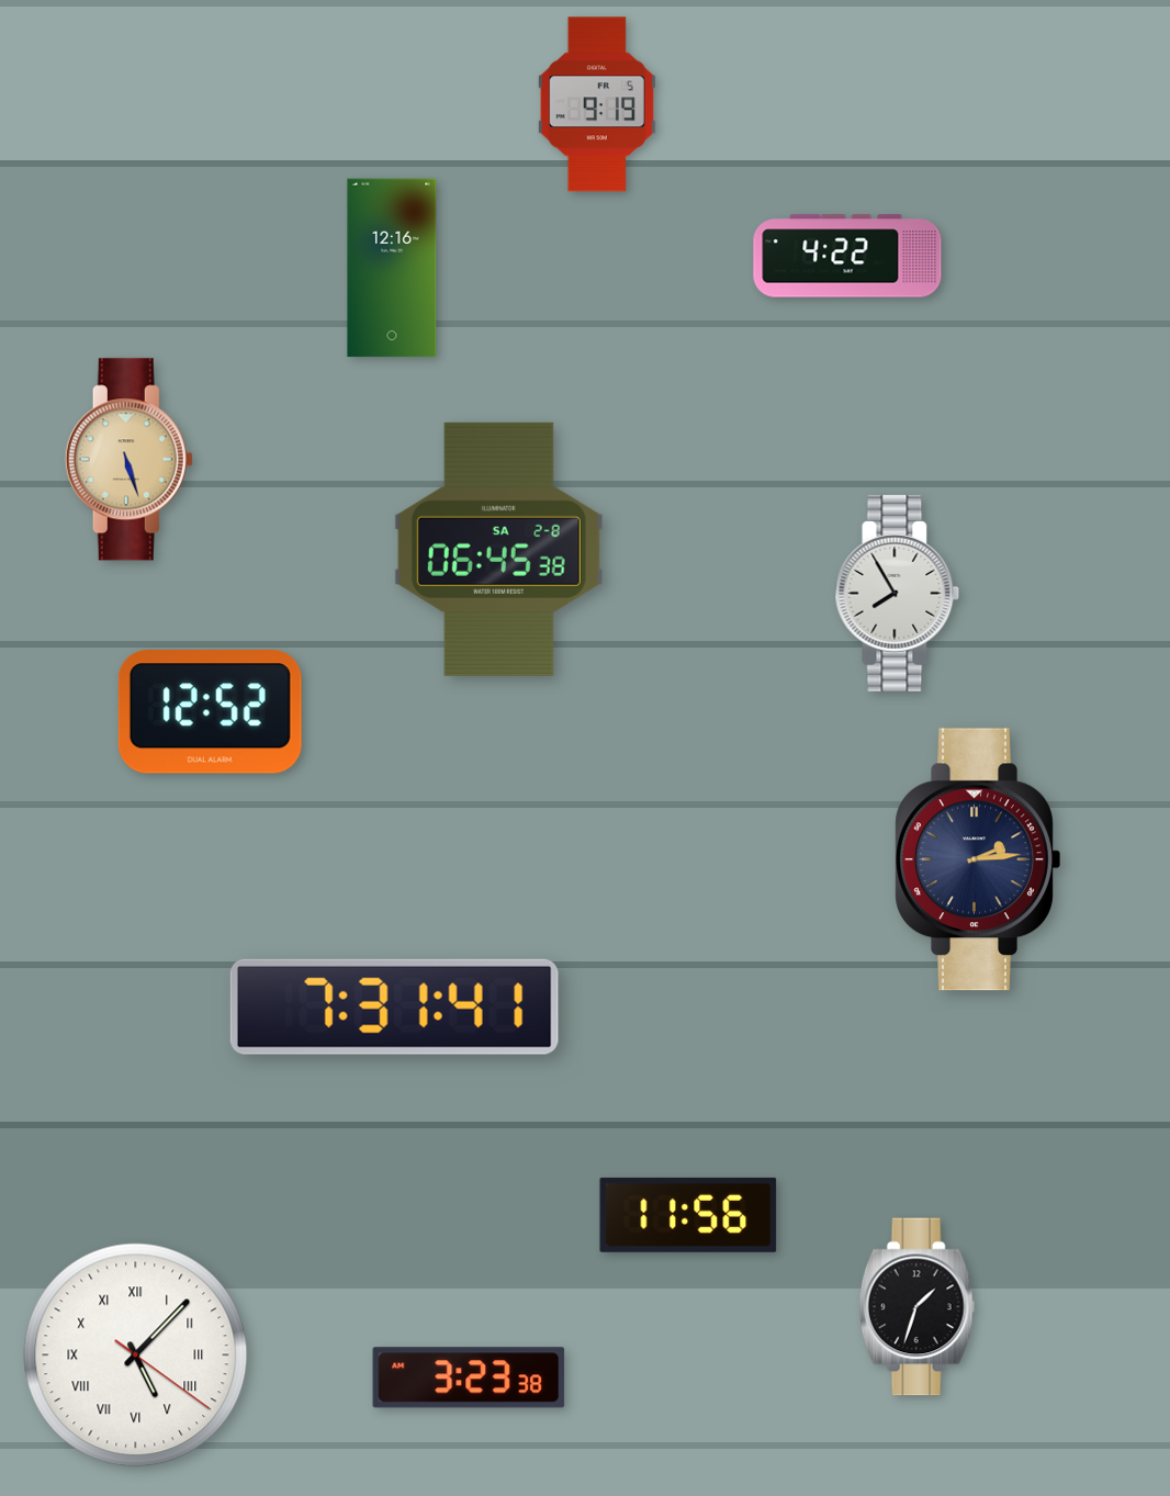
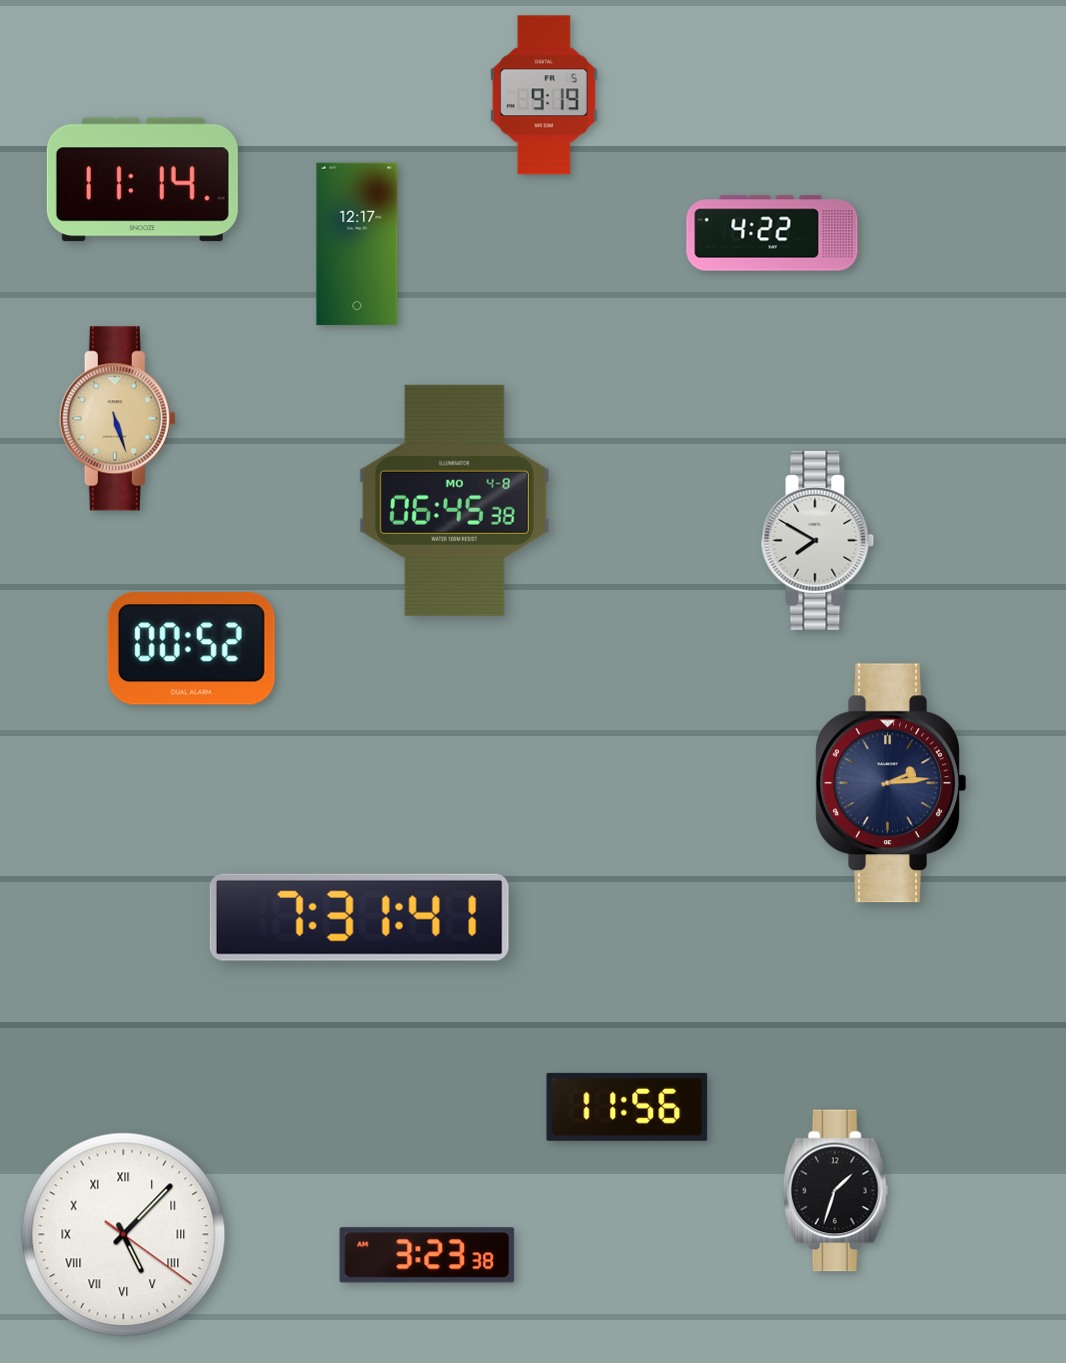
clock at (142, 180): none -> 11:14
clock at (392, 268): 12:16 -> 12:17
clock at (498, 549) date: SA 2-8 -> MO 4-8
clock at (898, 593): 7:55 -> 7:50
clock at (210, 712): 12:52 -> 00:52
